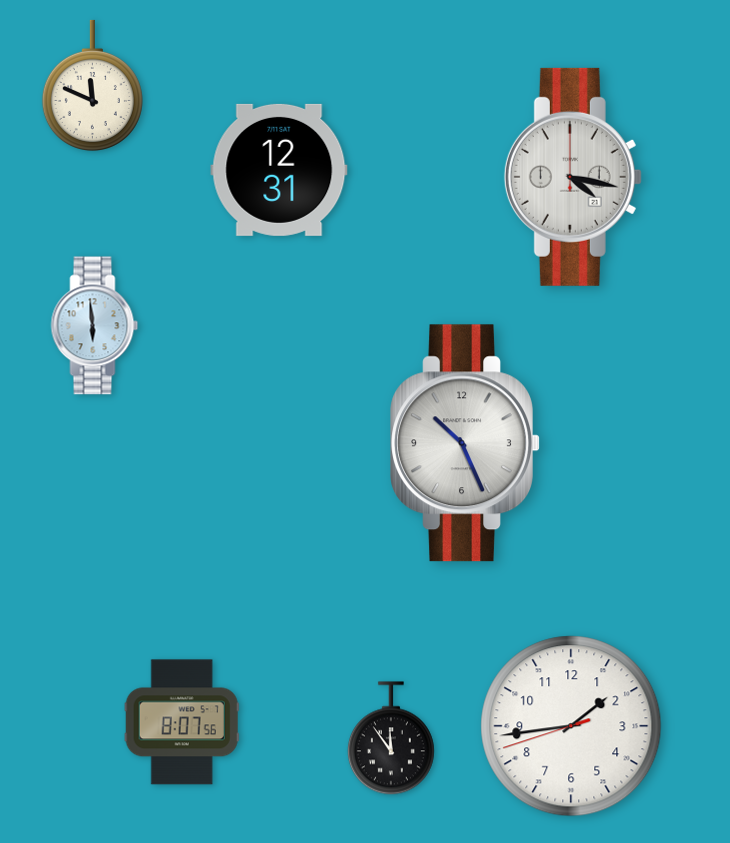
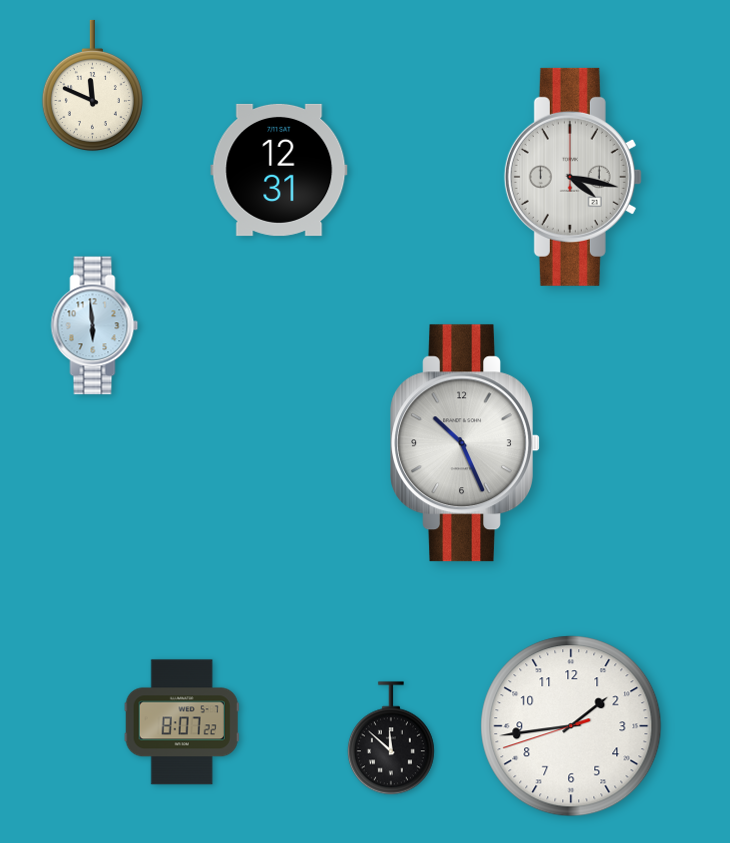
clock at (182, 722): 8:07:56 -> 8:07:22
clock at (391, 738): 11:54 -> 11:52
